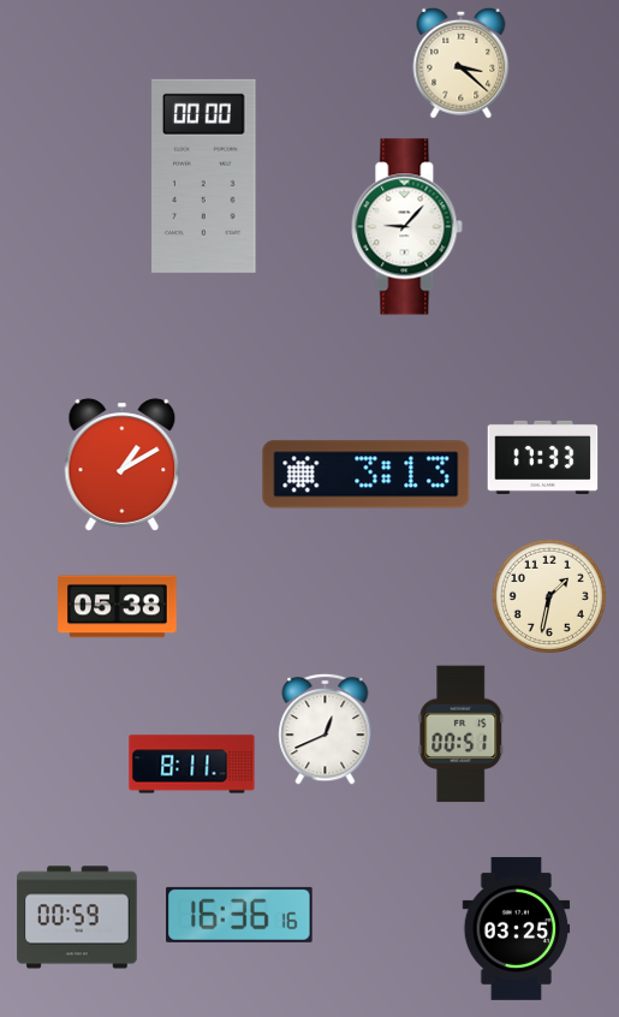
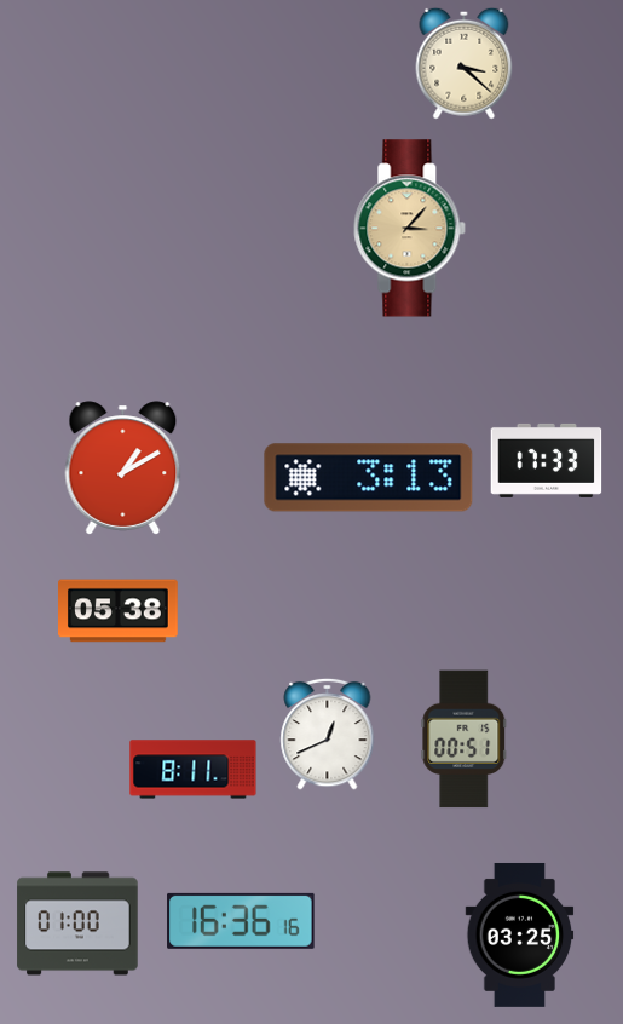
clock at (204, 176): 00:00 -> none
clock at (407, 227): 9:07 -> 3:07
clock at (407, 227) dial: white -> champagne
clock at (549, 596): 1:32 -> none
clock at (77, 917): 00:59 -> 01:00
